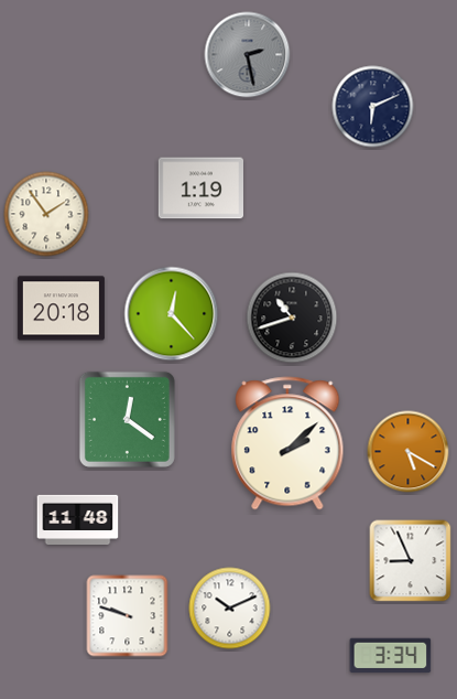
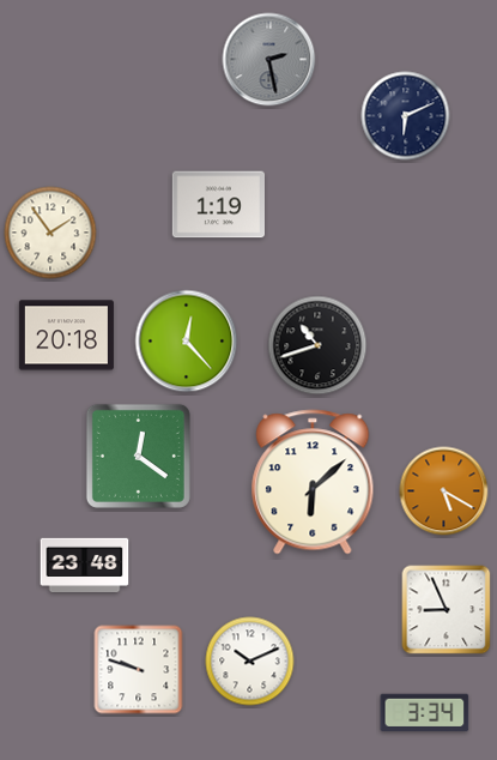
clock at (287, 443): 2:08 -> 6:08
clock at (78, 520): 11:48 -> 23:48
